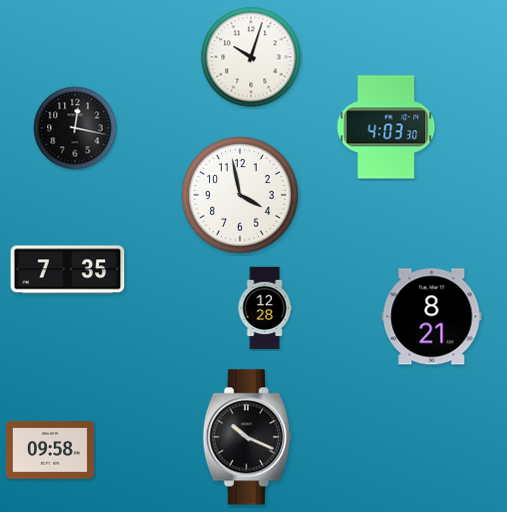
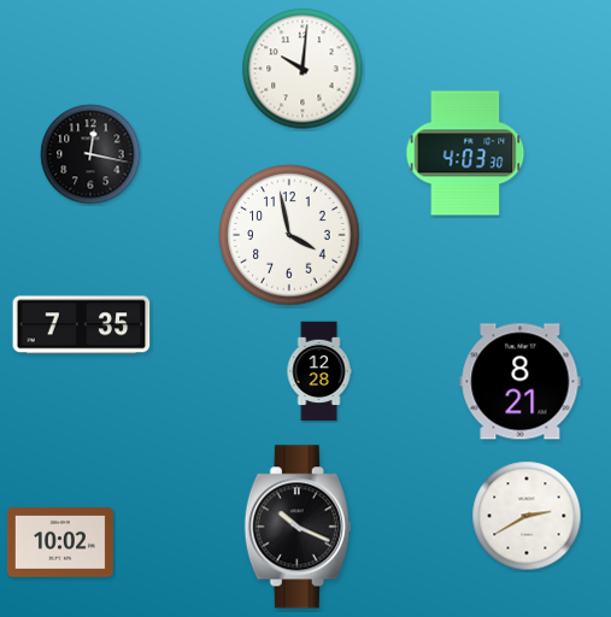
clock at (251, 57): 10:03 -> 10:01
clock at (527, 516): none -> 2:40
clock at (50, 450): 09:58 -> 10:02
